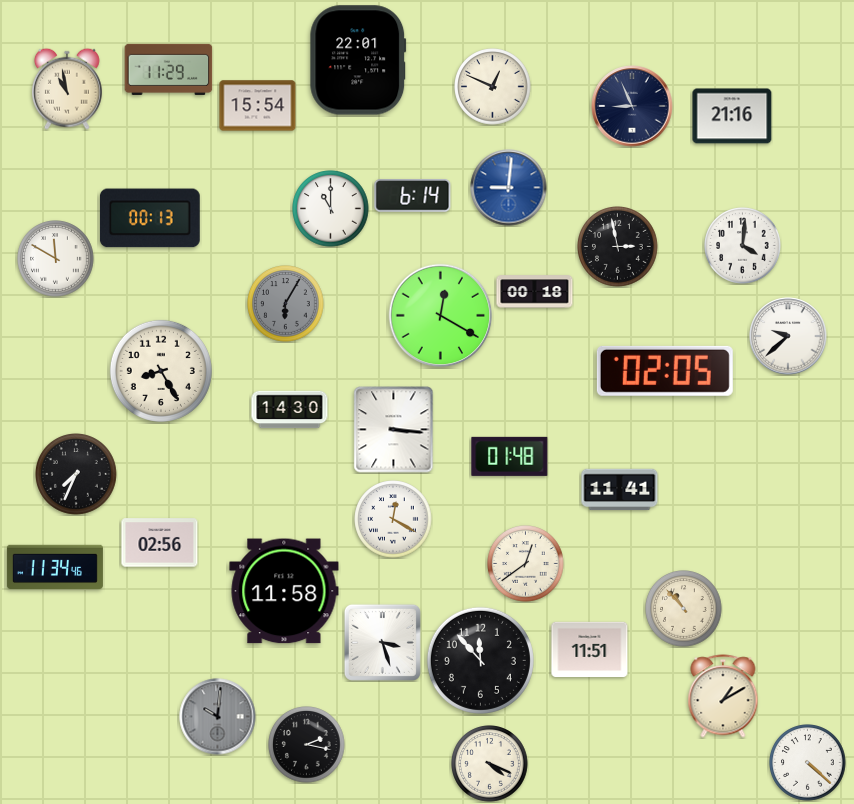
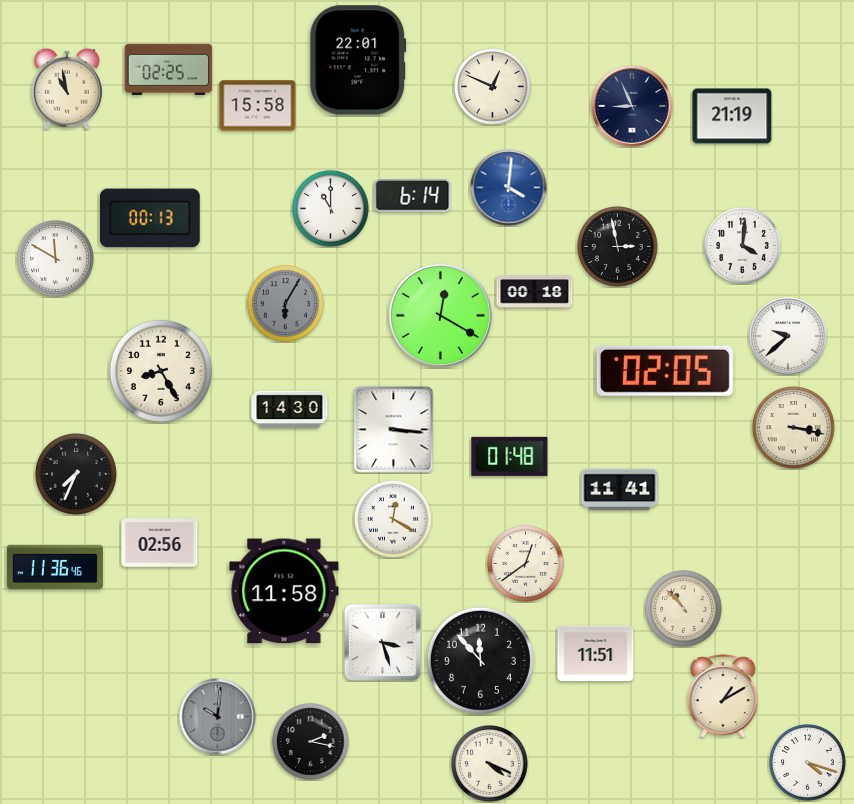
clock at (169, 69): 11:29 -> 02:25
clock at (258, 106): 15:54 -> 15:58
clock at (732, 116): 21:16 -> 21:19
clock at (509, 188): 9:01 -> 4:01
clock at (794, 428): none -> 3:17
clock at (55, 567): 11:34 -> 11:36
clock at (590, 650) position: (590, 650) -> (596, 654)
clock at (307, 745) position: (307, 745) -> (311, 742)
clock at (808, 763): 4:22 -> 4:18
